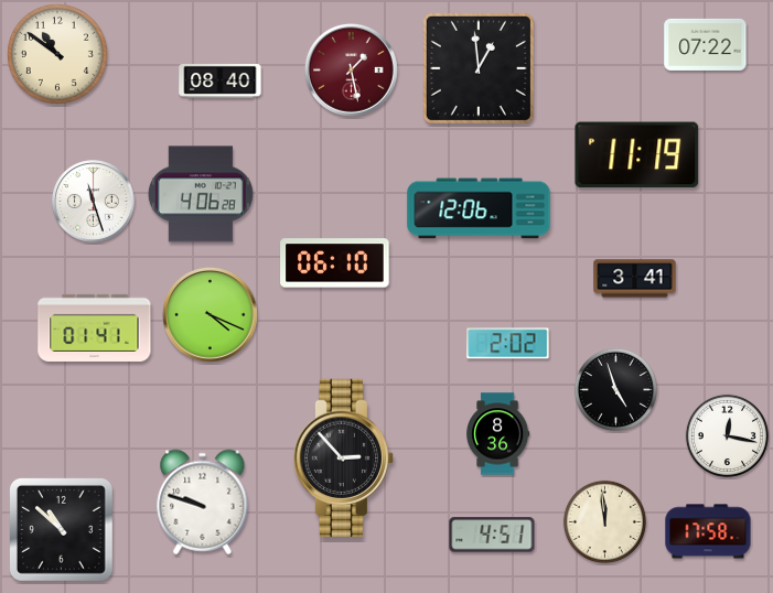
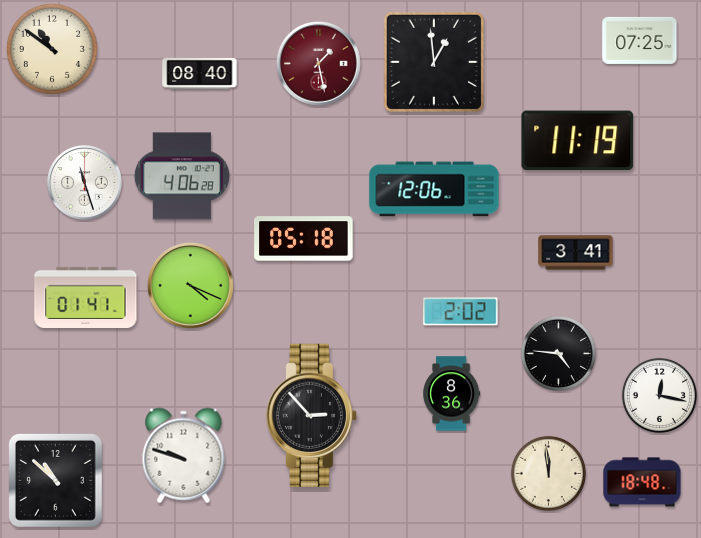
clock at (706, 44): 07:22 -> 07:25
clock at (335, 263): 06:10 -> 05:18
clock at (615, 389): 4:57 -> 4:46
clock at (708, 531): 17:58 -> 18:48
clock at (492, 535): 4:51 -> none
